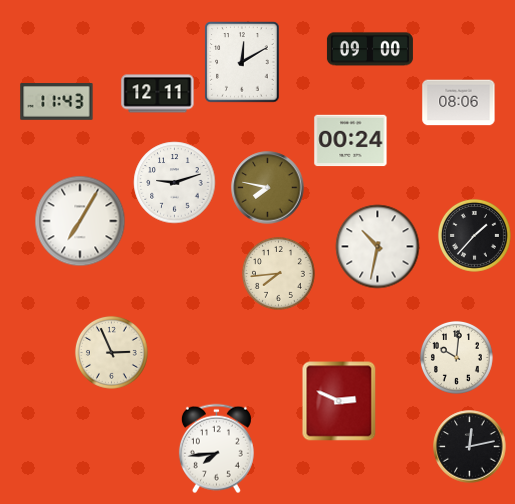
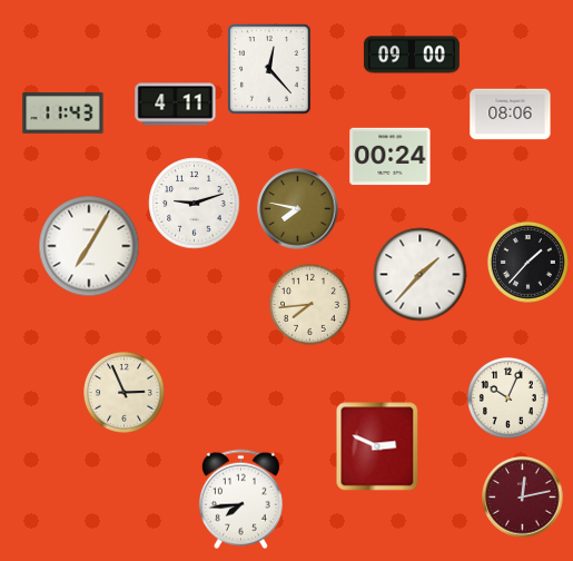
clock at (242, 62): 12:10 -> 12:23
clock at (158, 94): 12:11 -> 4:11
clock at (378, 247): 10:32 -> 1:37
clock at (456, 357): 10:01 -> 10:04
clock at (470, 447) dial: black -> burgundy
